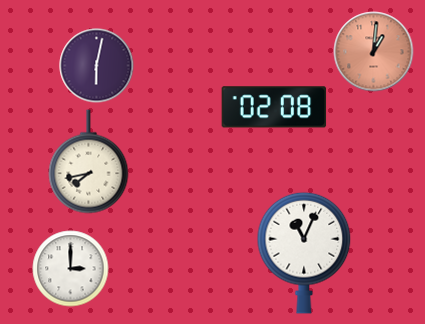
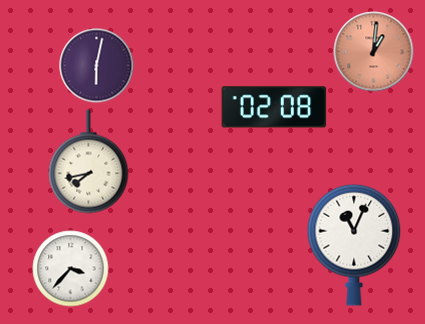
clock at (304, 253) position: (304, 253) -> (354, 245)
clock at (71, 269): 3:00 -> 3:37
